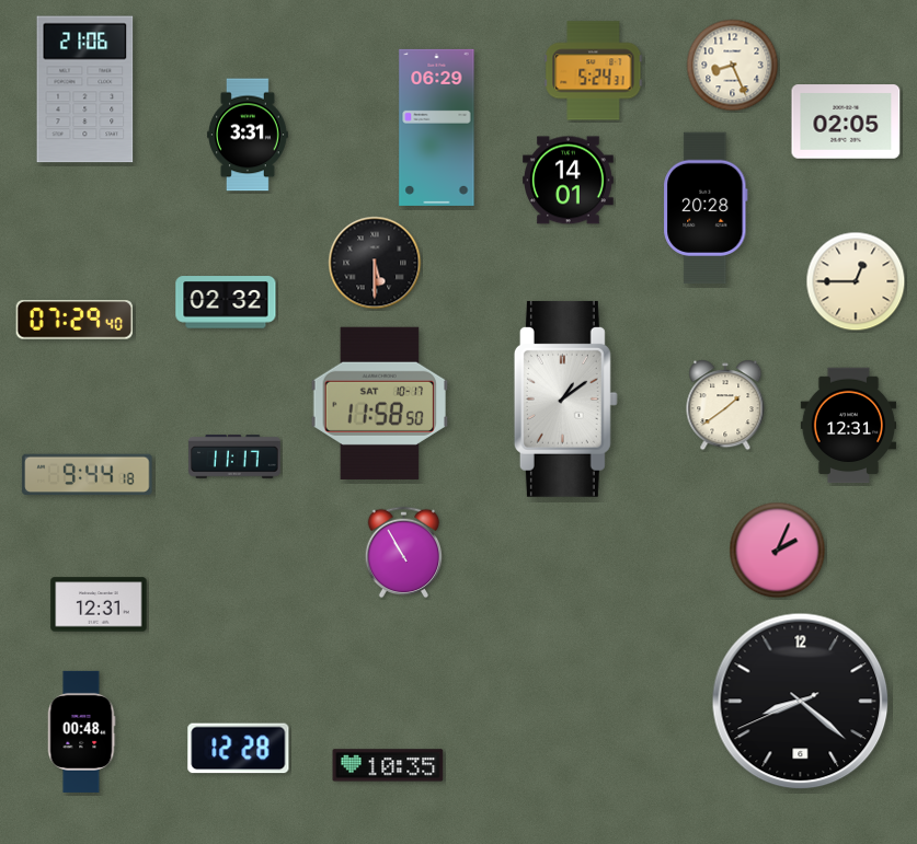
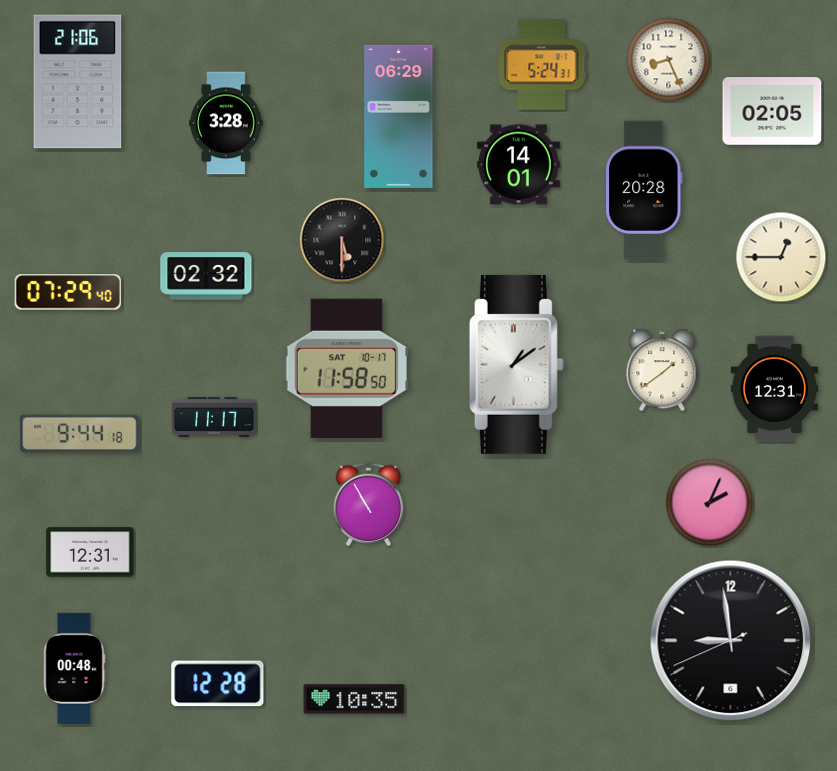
clock at (249, 135): 3:31 -> 3:28
clock at (801, 702): 8:21 -> 8:58
